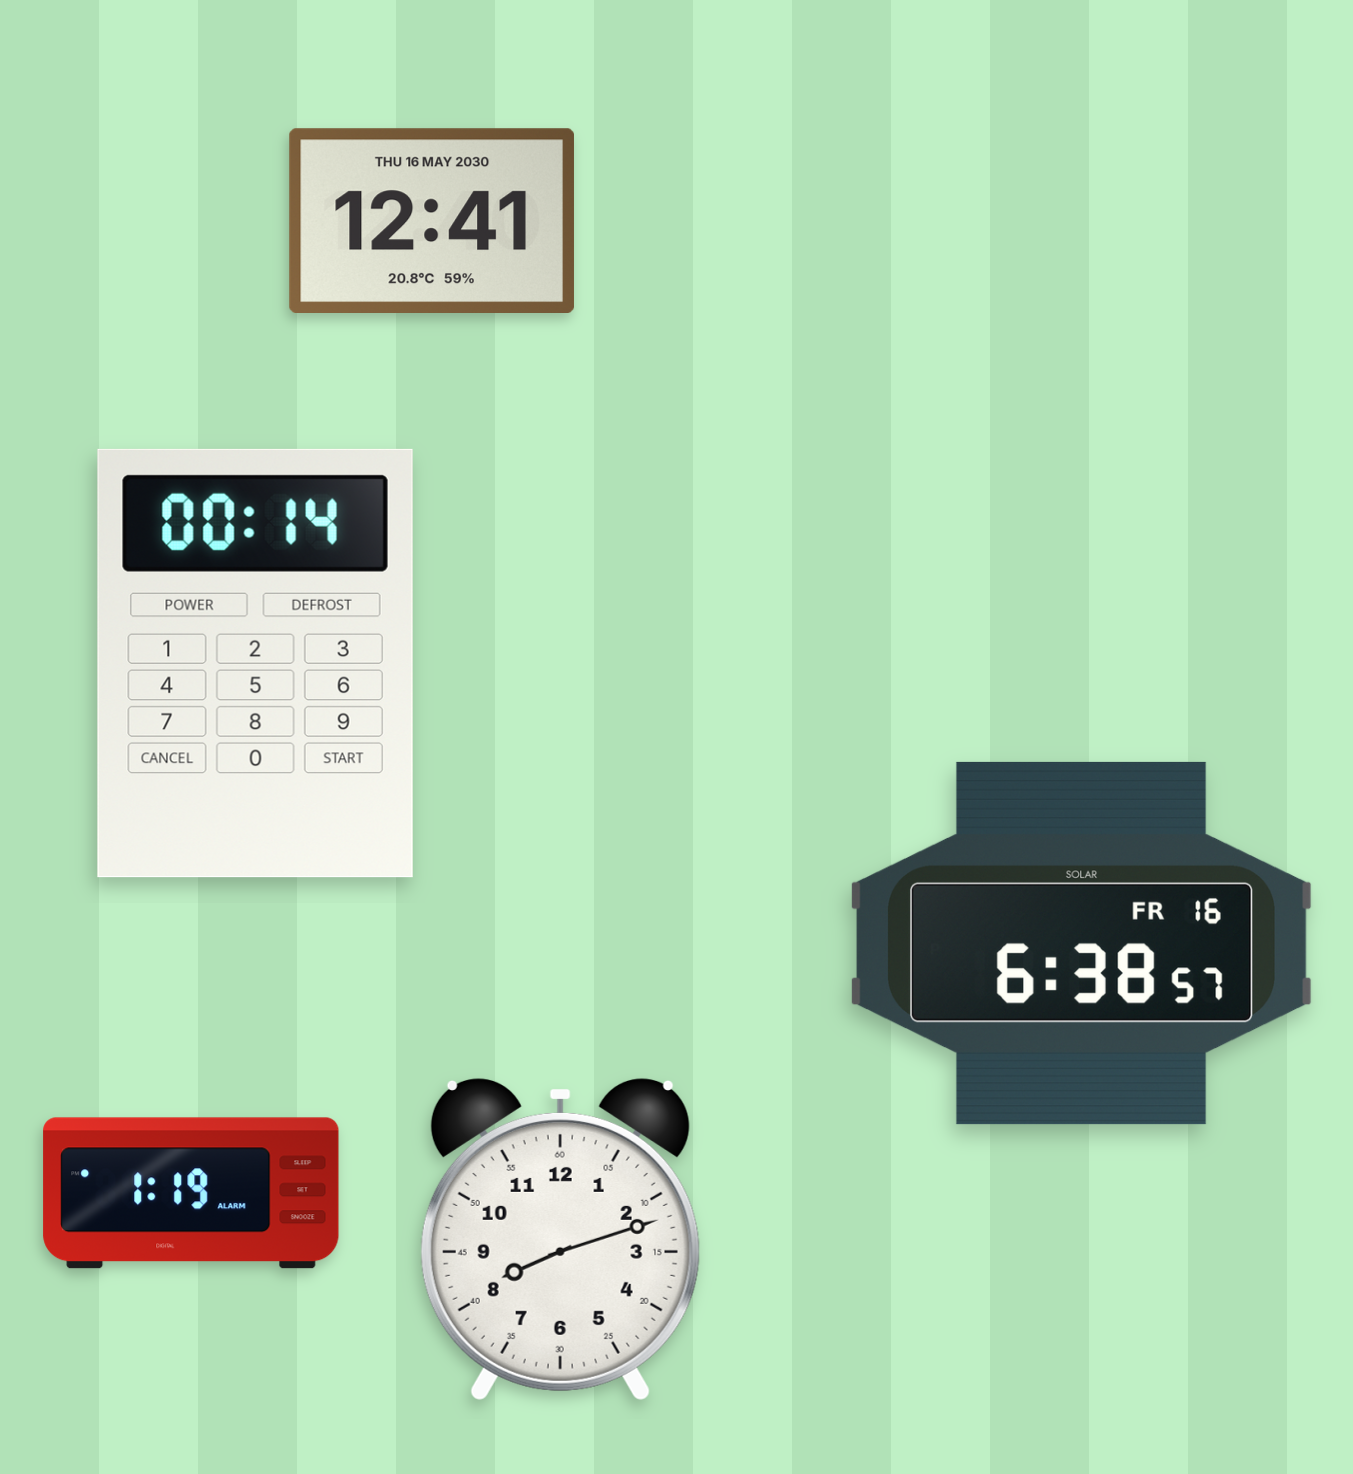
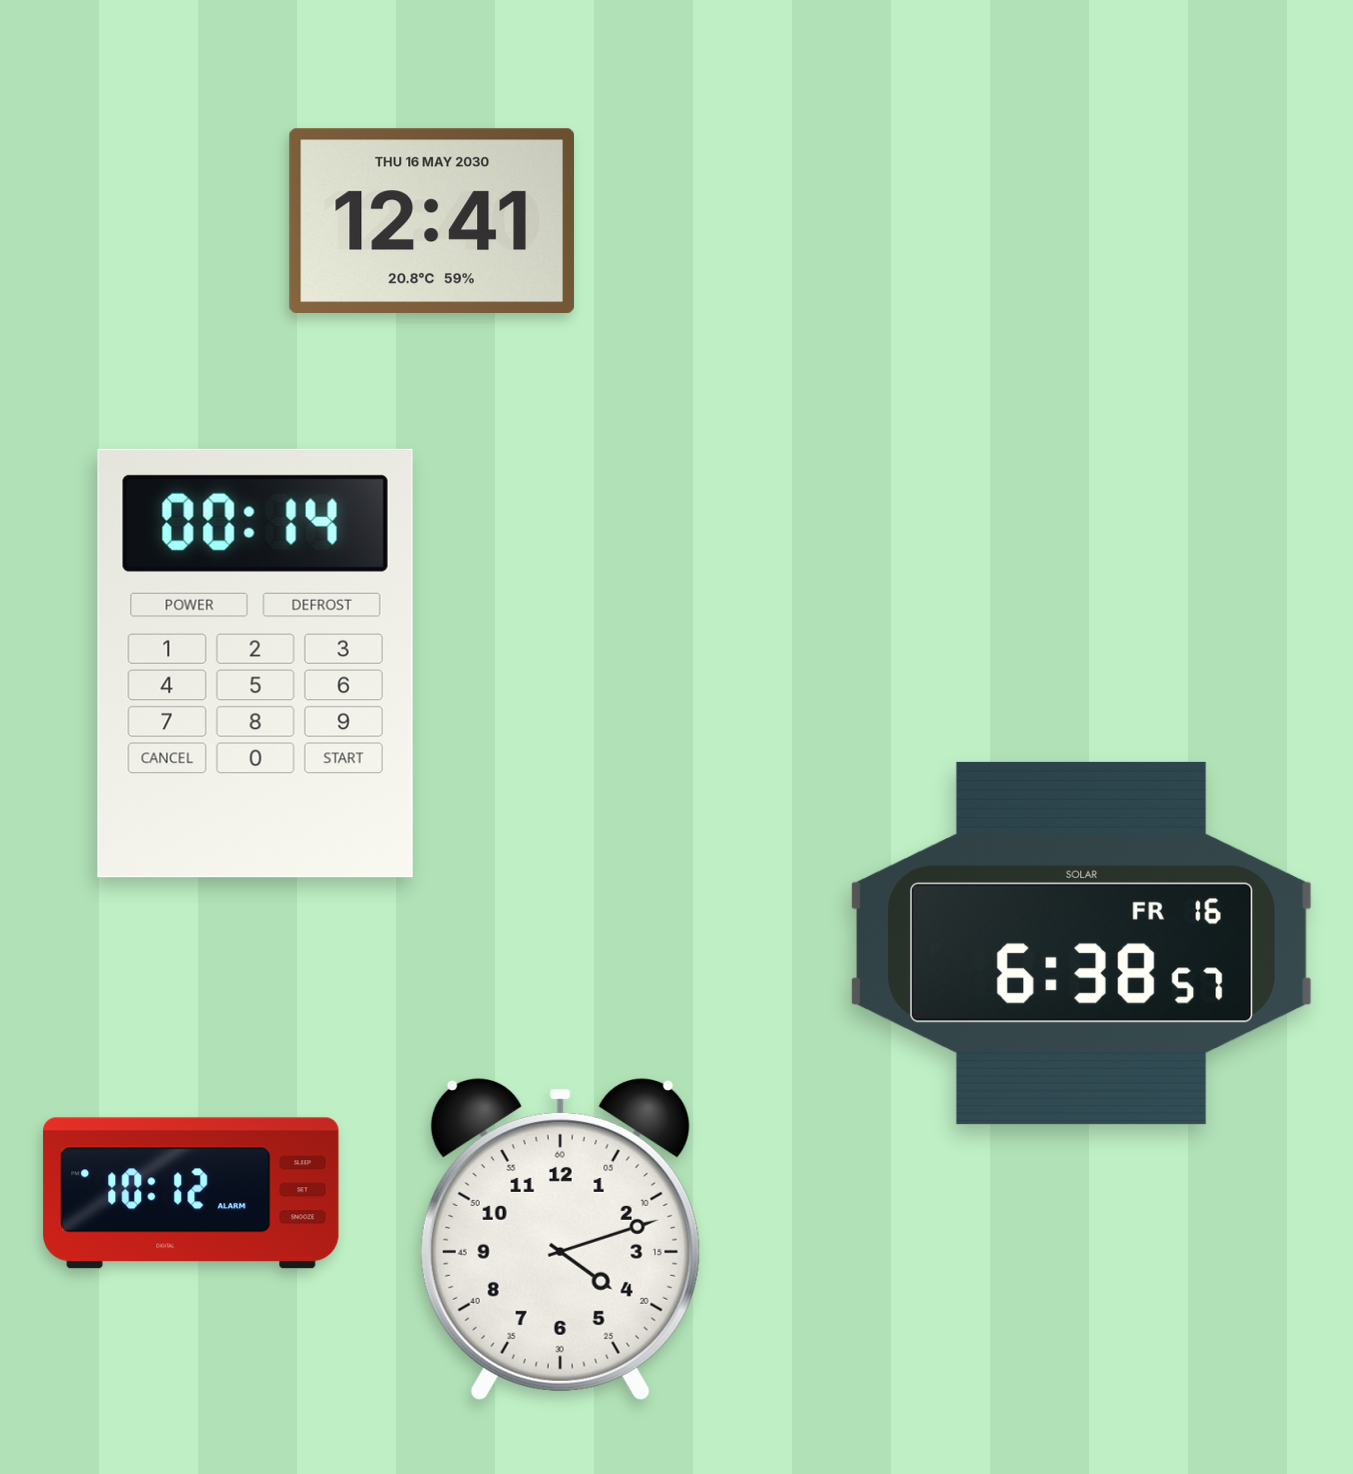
clock at (191, 1193): 1:19 -> 10:12
clock at (560, 1239): 8:12 -> 4:12
